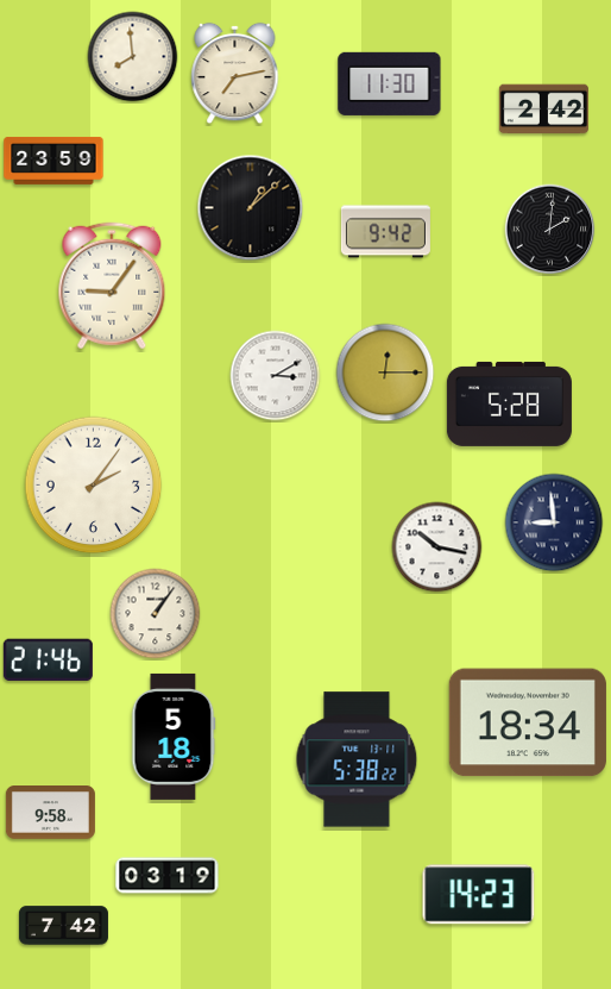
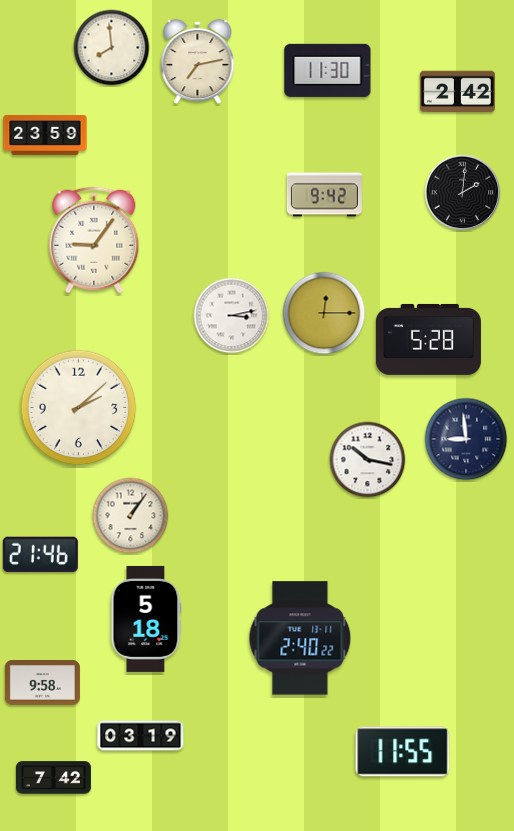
clock at (251, 208): 1:08 -> none
clock at (276, 376): 3:10 -> 3:13
clock at (94, 486): 2:06 -> 2:08
clock at (528, 722): 18:34 -> none
clock at (357, 759): 5:38 -> 2:40
clock at (479, 895): 14:23 -> 11:55
